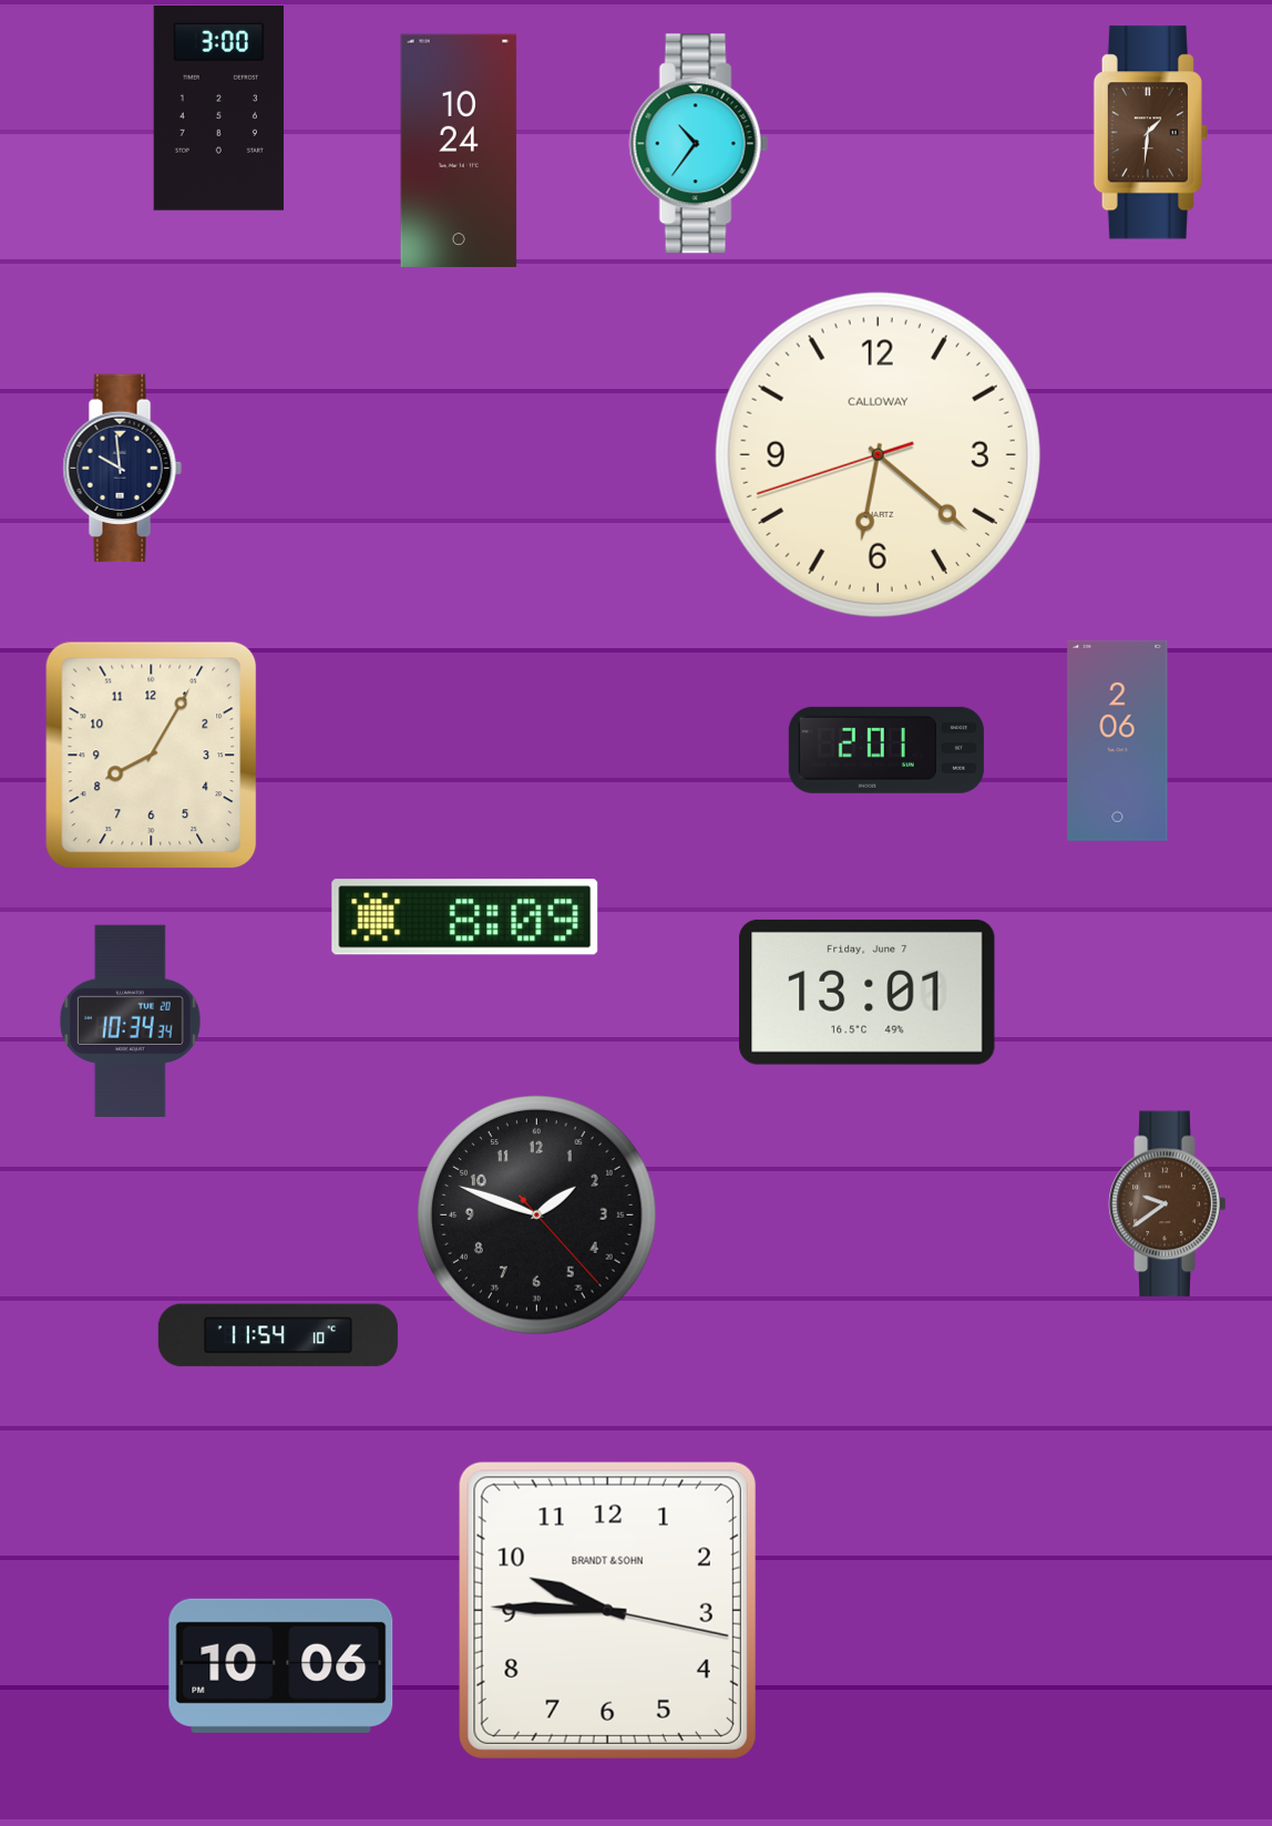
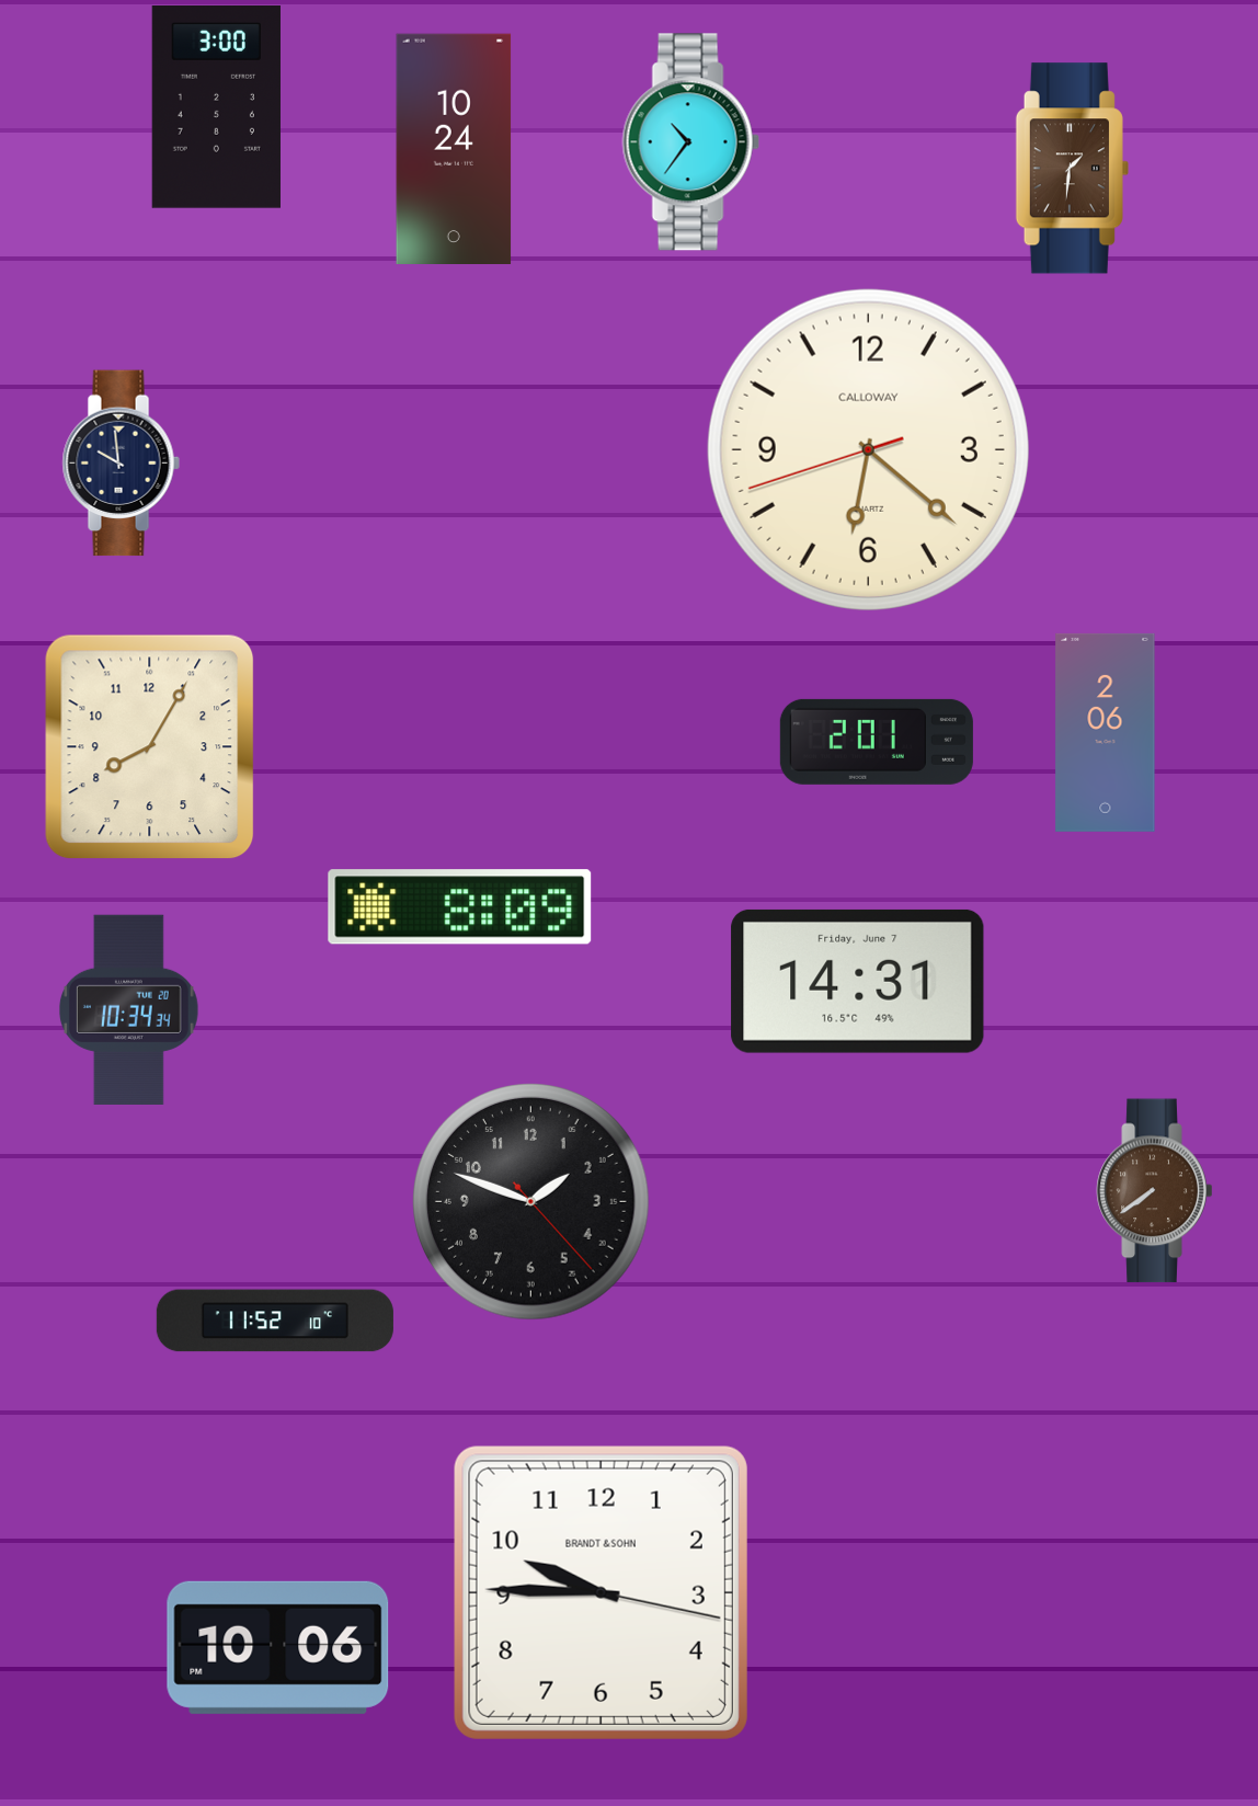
clock at (1150, 133) position: (1150, 133) -> (1072, 169)
clock at (868, 992): 13:01 -> 14:31
clock at (1168, 1204): 9:39 -> 7:39
clock at (278, 1335): 11:54 -> 11:52
